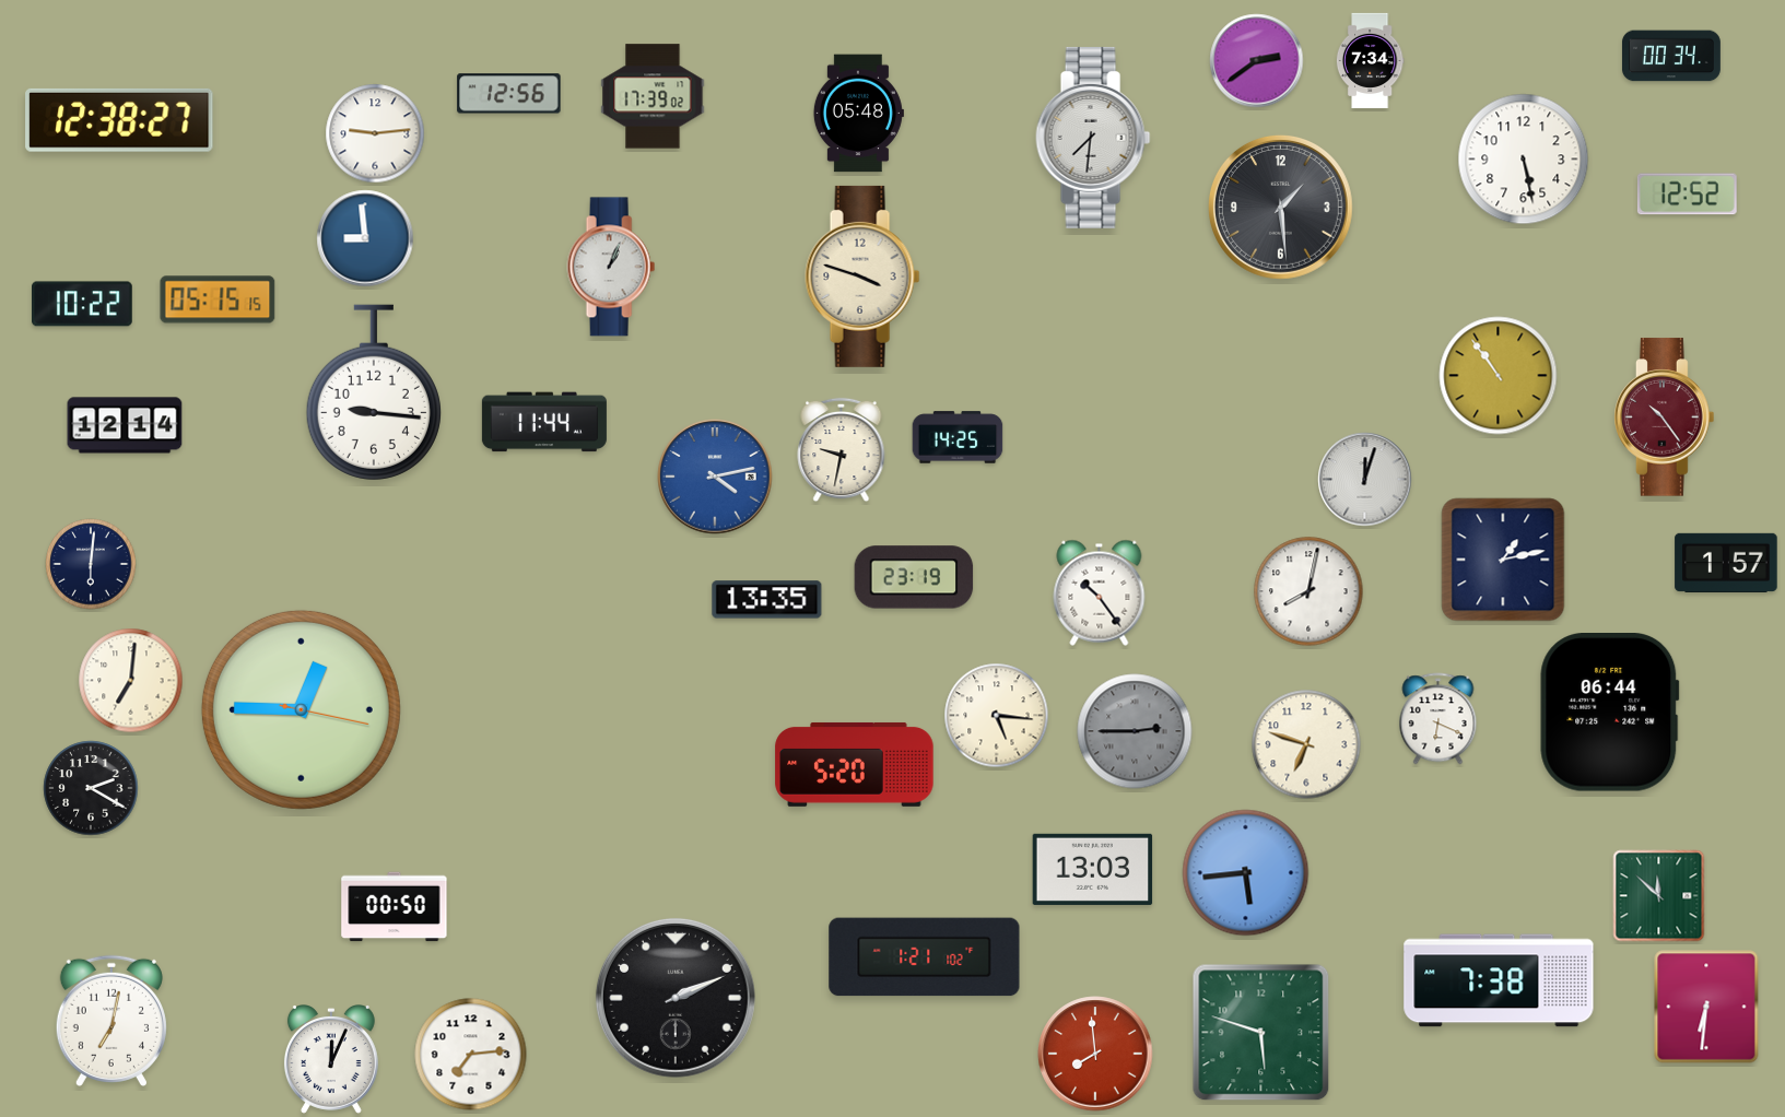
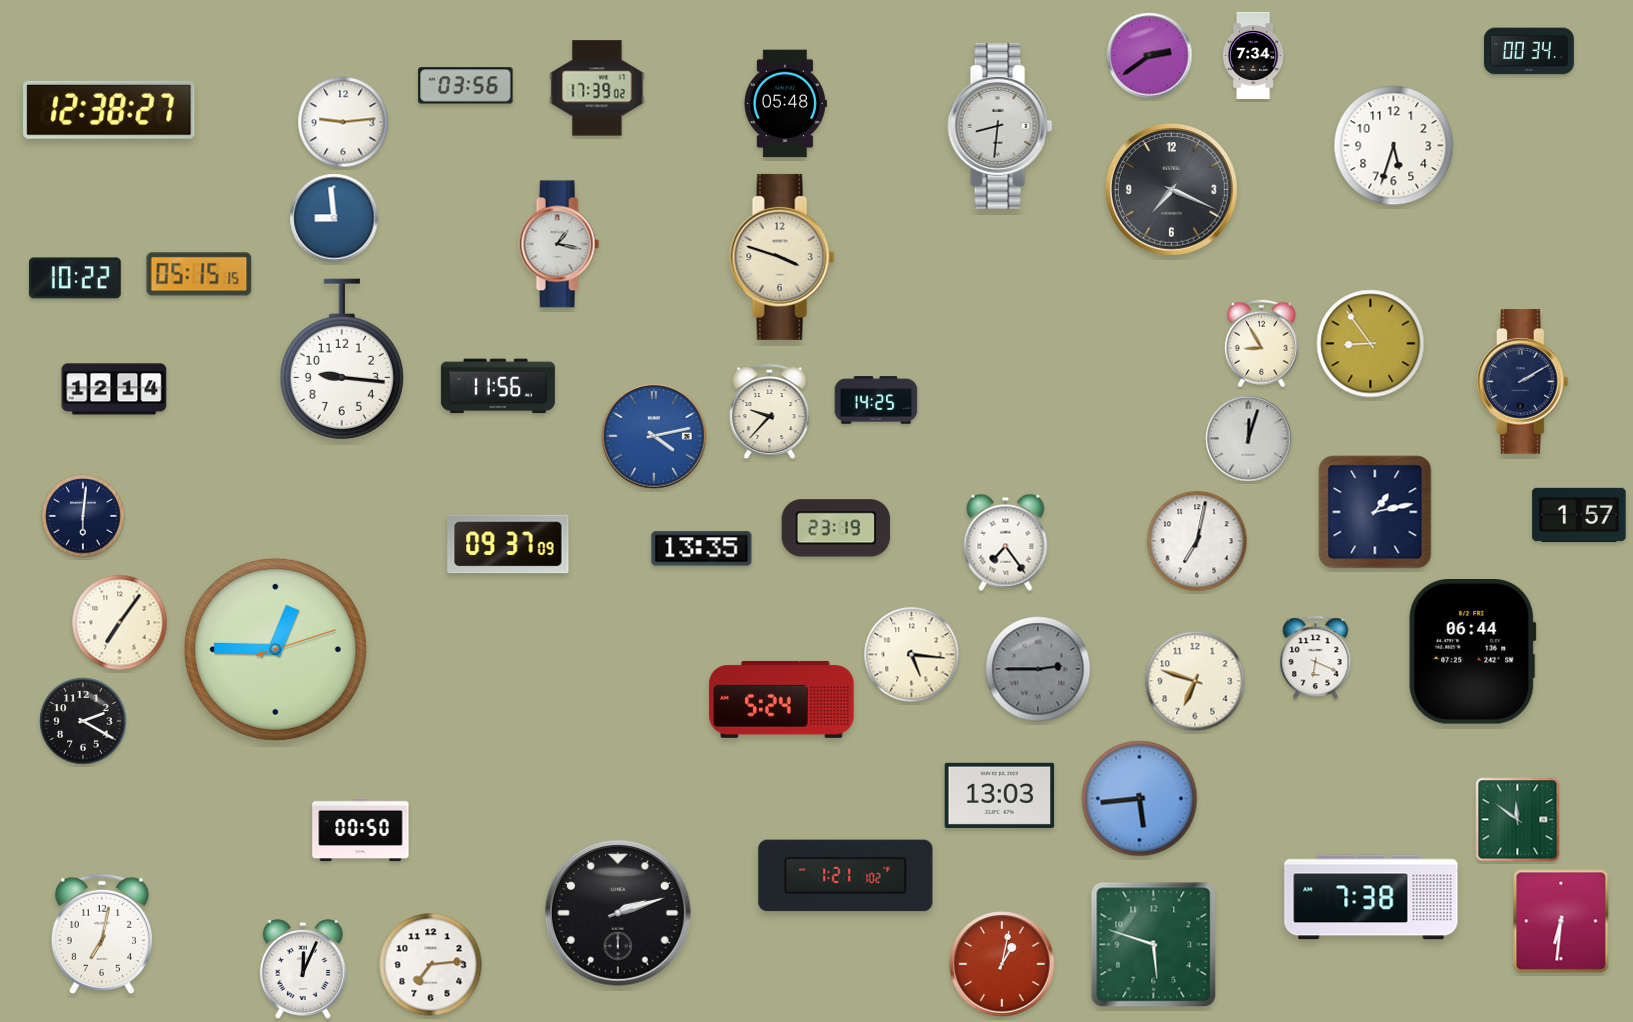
clock at (509, 94): 12:56 -> 03:56
clock at (1093, 138): 7:31 -> 8:31
clock at (1524, 160): 5:28 -> 5:33
clock at (1687, 195): 12:52 -> none
clock at (1280, 207): 1:29 -> 7:19
clock at (611, 267): 1:04 -> 1:17
clock at (862, 277) position: (862, 277) -> (782, 257)
clock at (1261, 344): none -> 8:55
clock at (1499, 376): 10:54 -> 8:54
clock at (1665, 418): 10:24 -> 2:10
clock at (1665, 418) dial: burgundy -> navy
clock at (544, 422): 11:44 -> 11:56
clock at (842, 450): 9:32 -> 9:37
clock at (1308, 591): 8:02 -> 7:02
clock at (1100, 592): 10:24 -> 7:24
clock at (508, 544): none -> 09:37
clock at (131, 681): 7:01 -> 7:06
clock at (301, 709): 12:45:17 -> 12:45:12
clock at (855, 764): 5:20 -> 5:24
clock at (1659, 896): 11:52 -> 11:51
clock at (676, 998): 2:11 -> 2:12
clock at (1095, 1054): 7:59 -> 1:02
